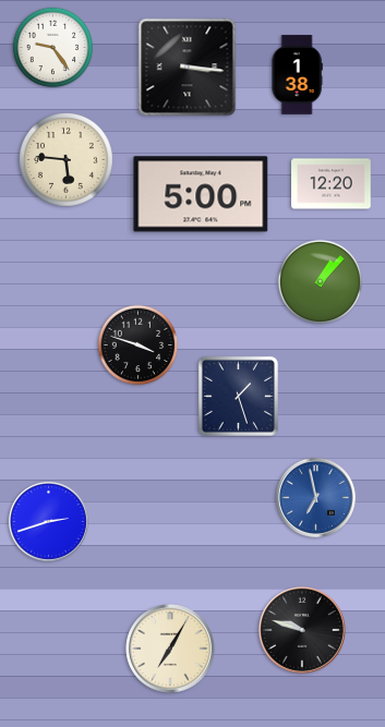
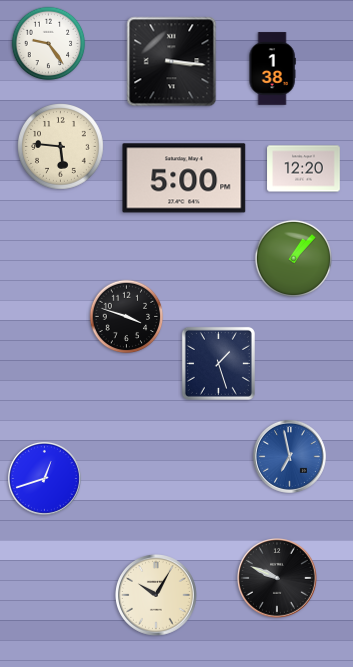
clock at (48, 521): 2:42 -> 12:42
clock at (303, 631): 9:48 -> 9:49
clock at (171, 650): 7:05 -> 10:05
